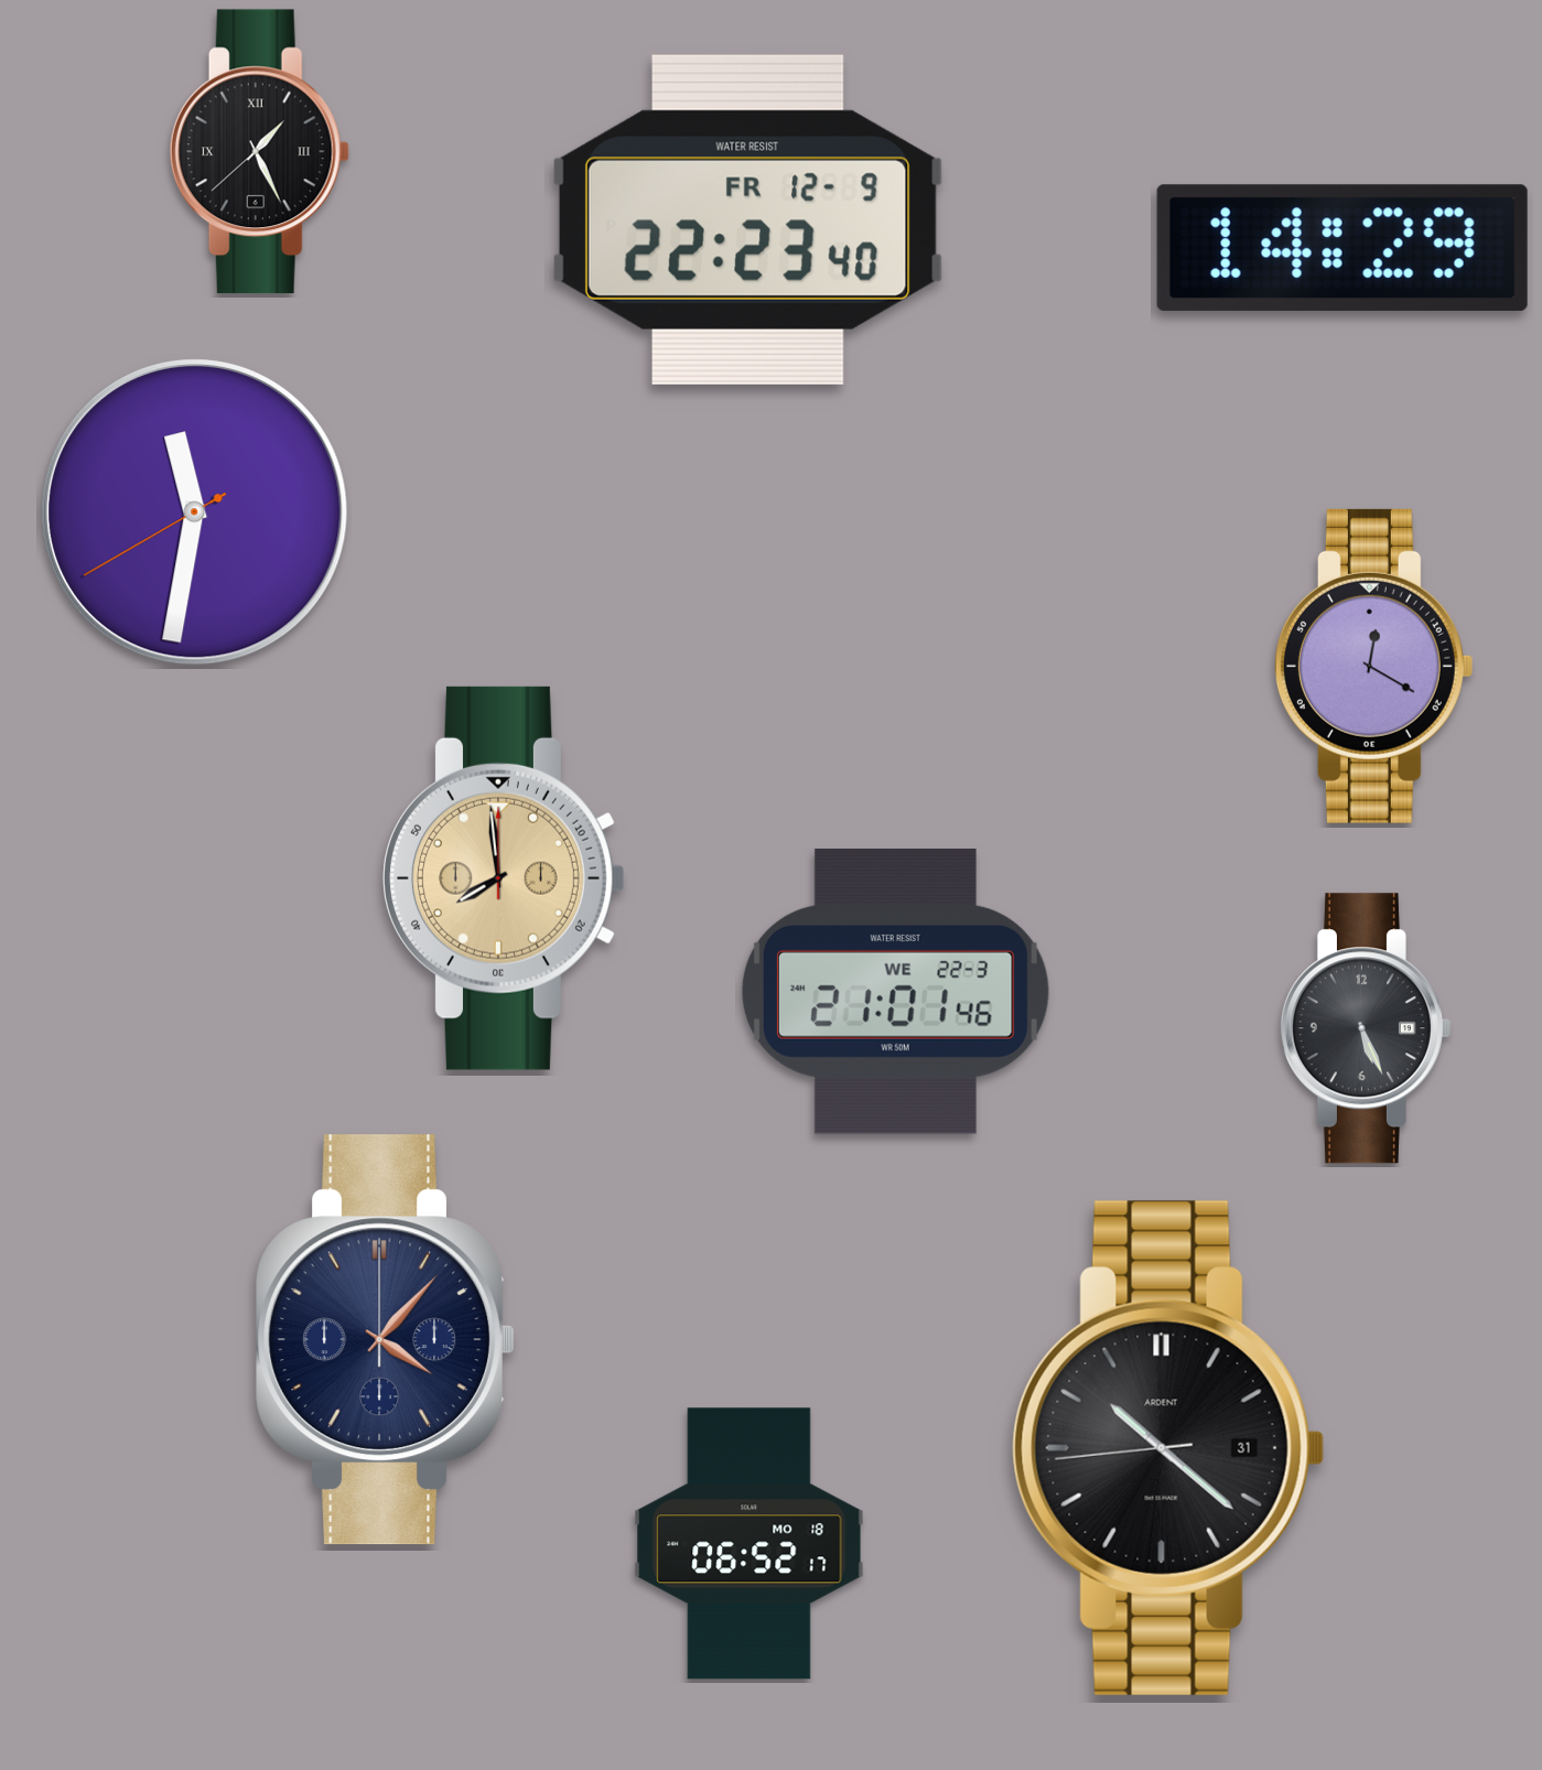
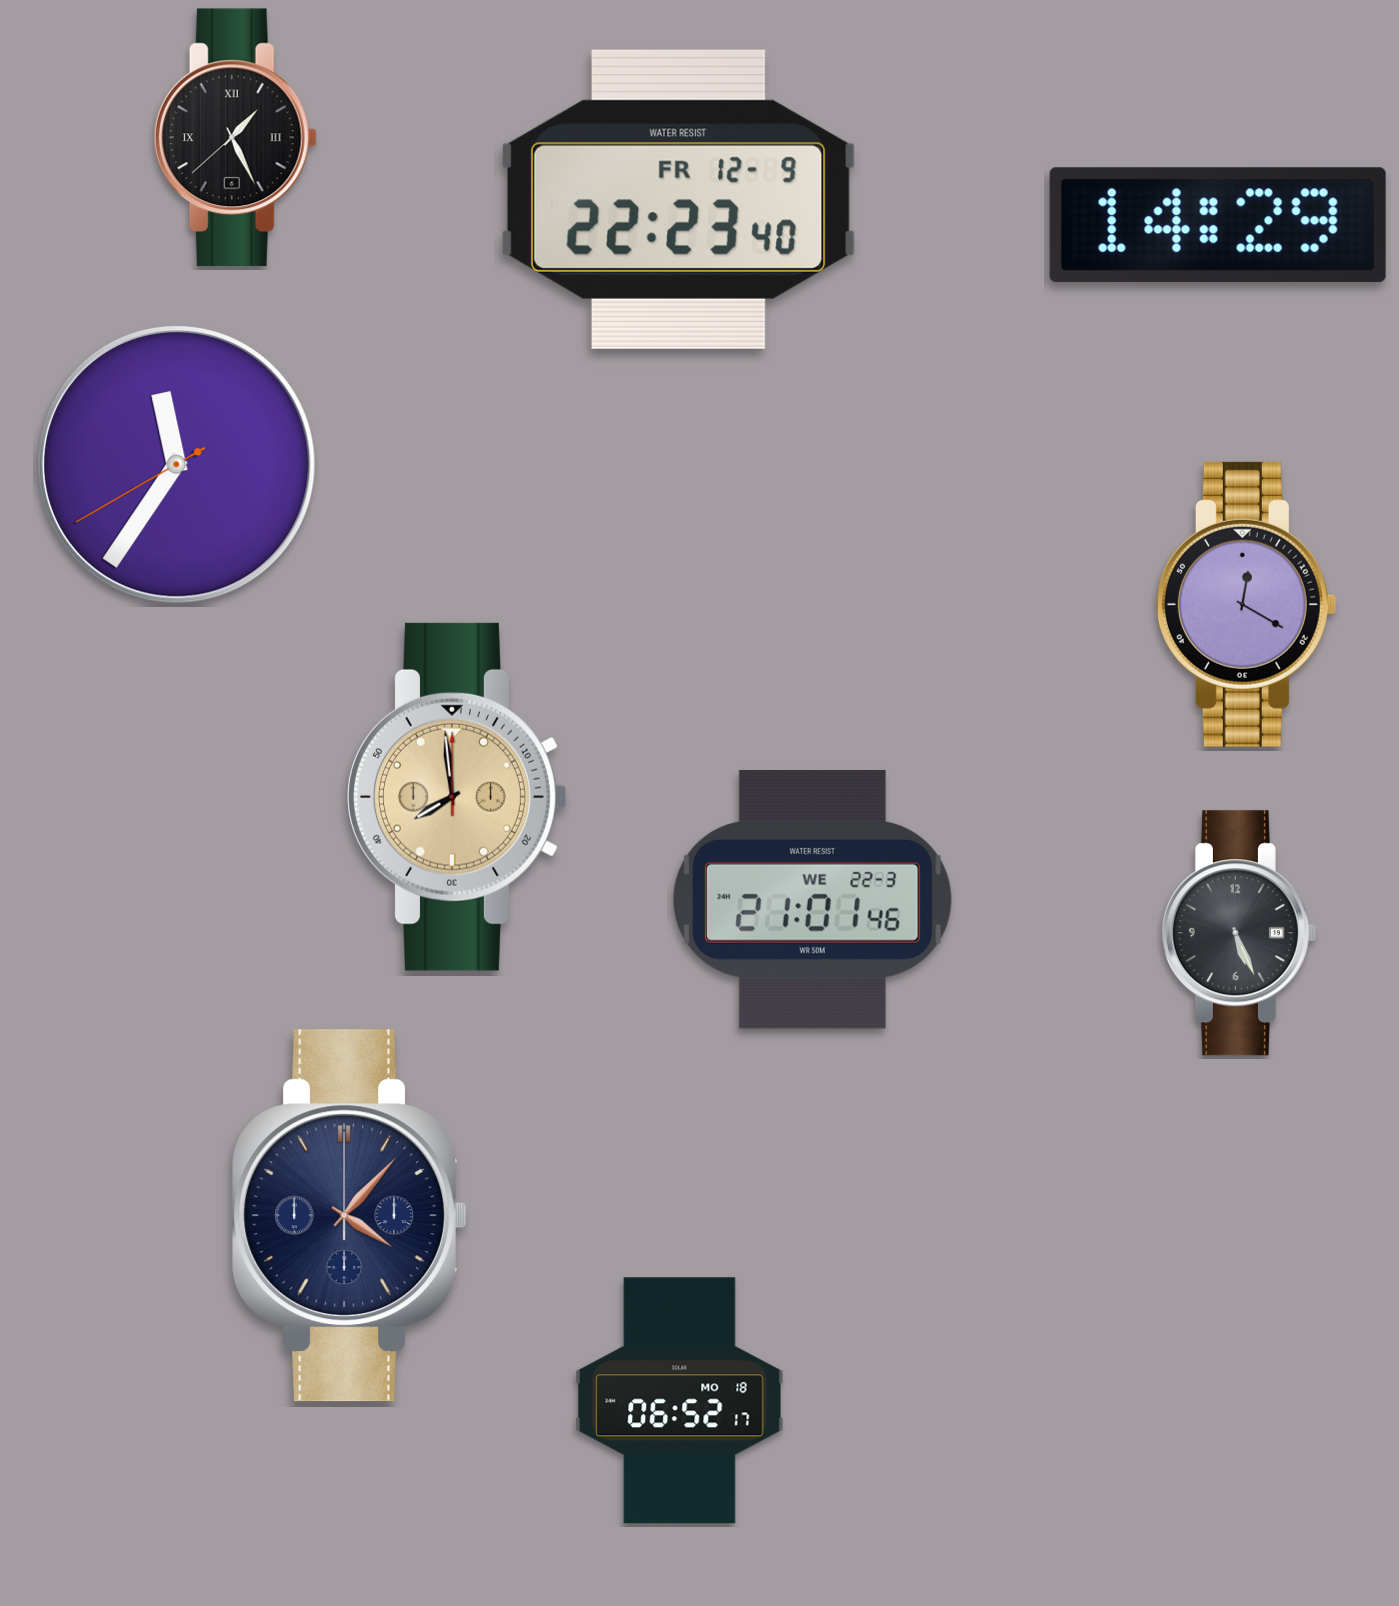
clock at (195, 512): 11:31 -> 11:35
clock at (1168, 1448): 10:21 -> none
